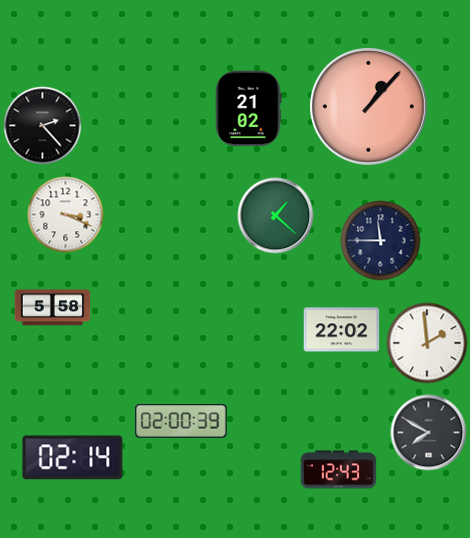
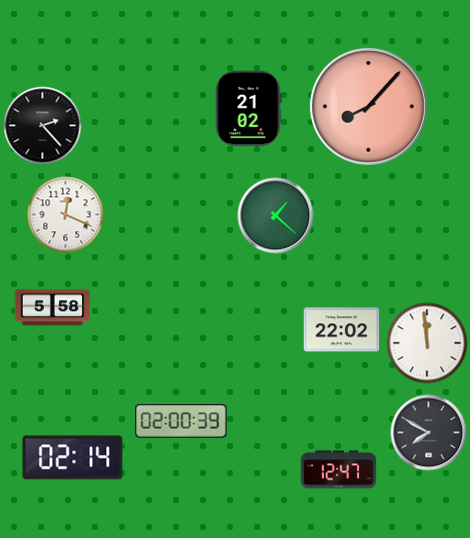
clock at (368, 106): 1:07 -> 8:07
clock at (66, 215): 3:19 -> 12:19
clock at (381, 241): 11:45 -> none
clock at (427, 343): 1:59 -> 11:59
clock at (339, 470): 12:43 -> 12:47
